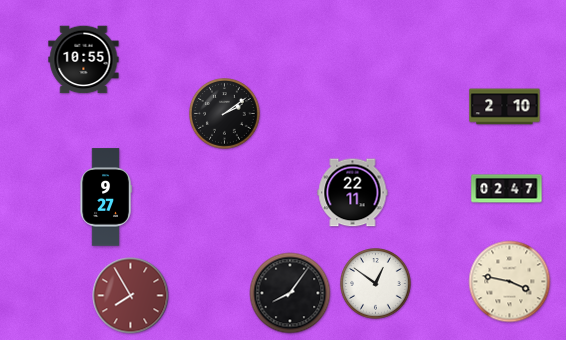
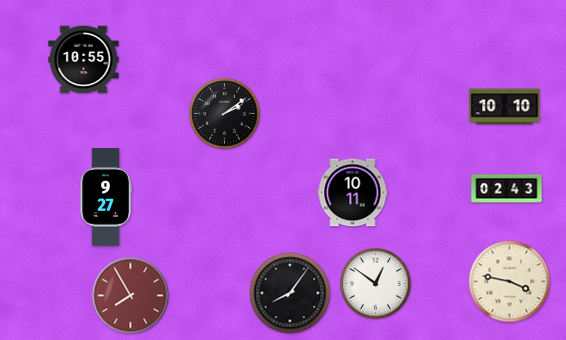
clock at (505, 107): 2:10 -> 10:10
clock at (507, 189): 02:47 -> 02:43
clock at (353, 193): 22:11 -> 10:11
